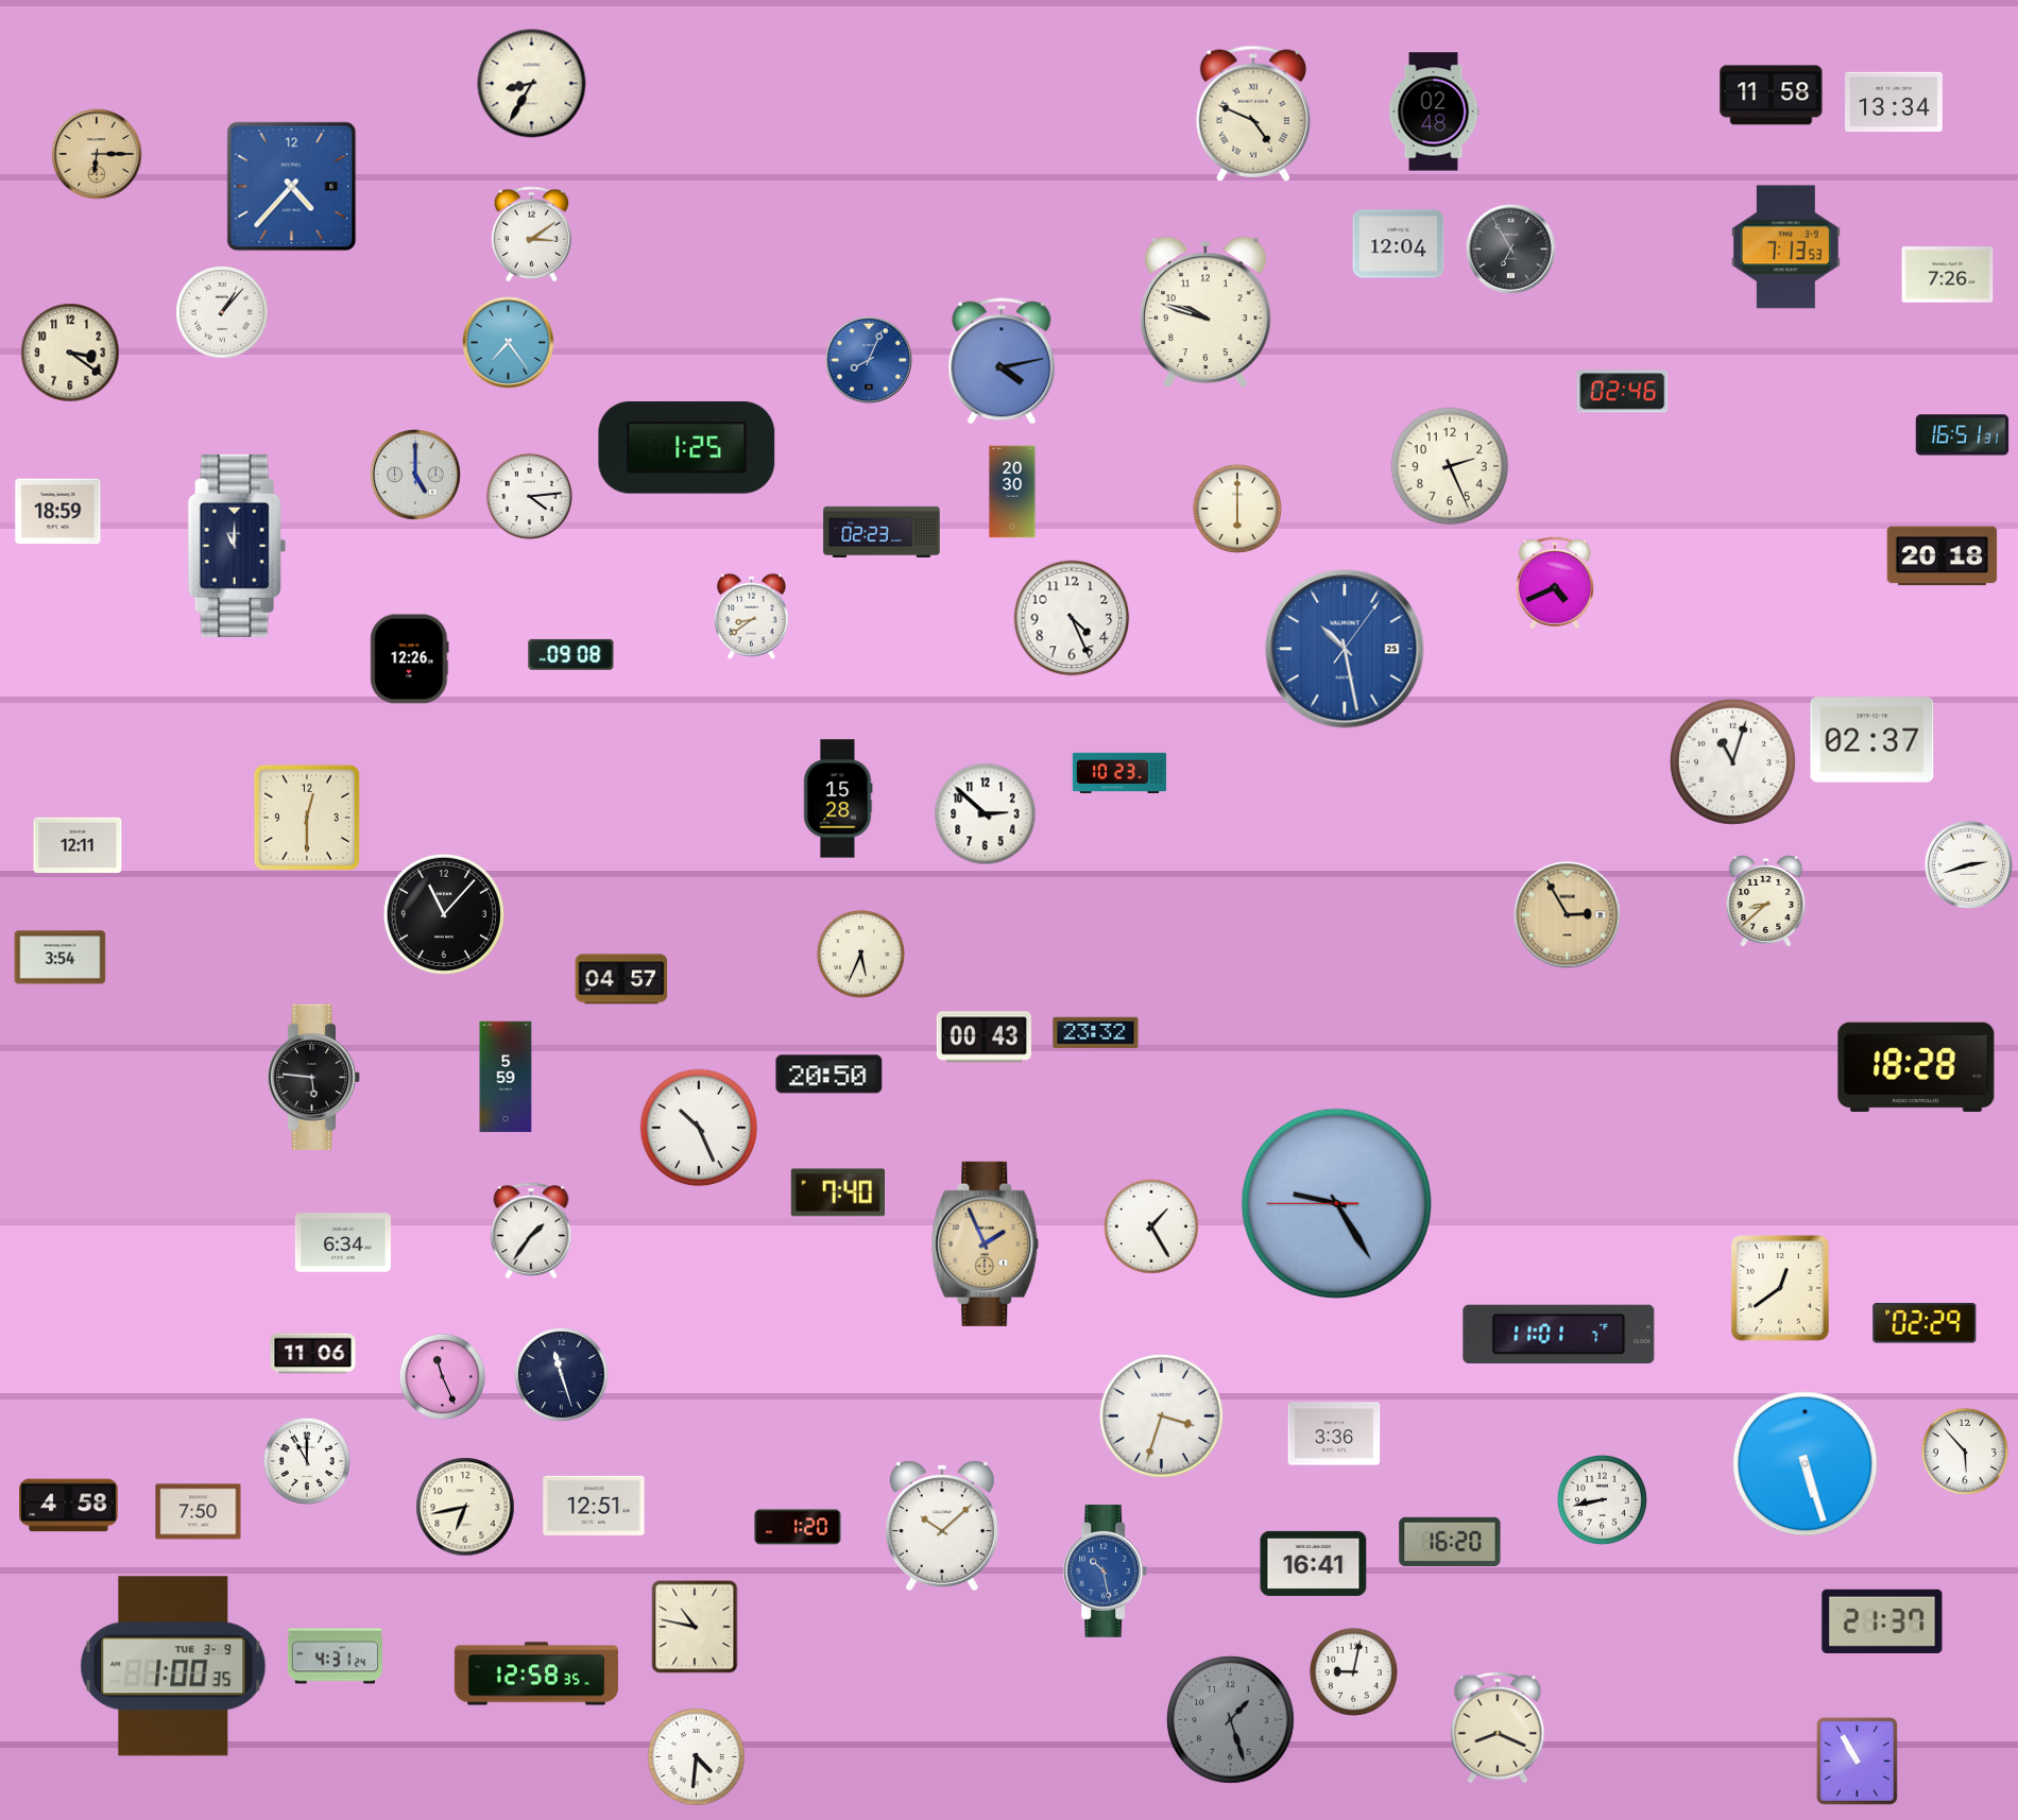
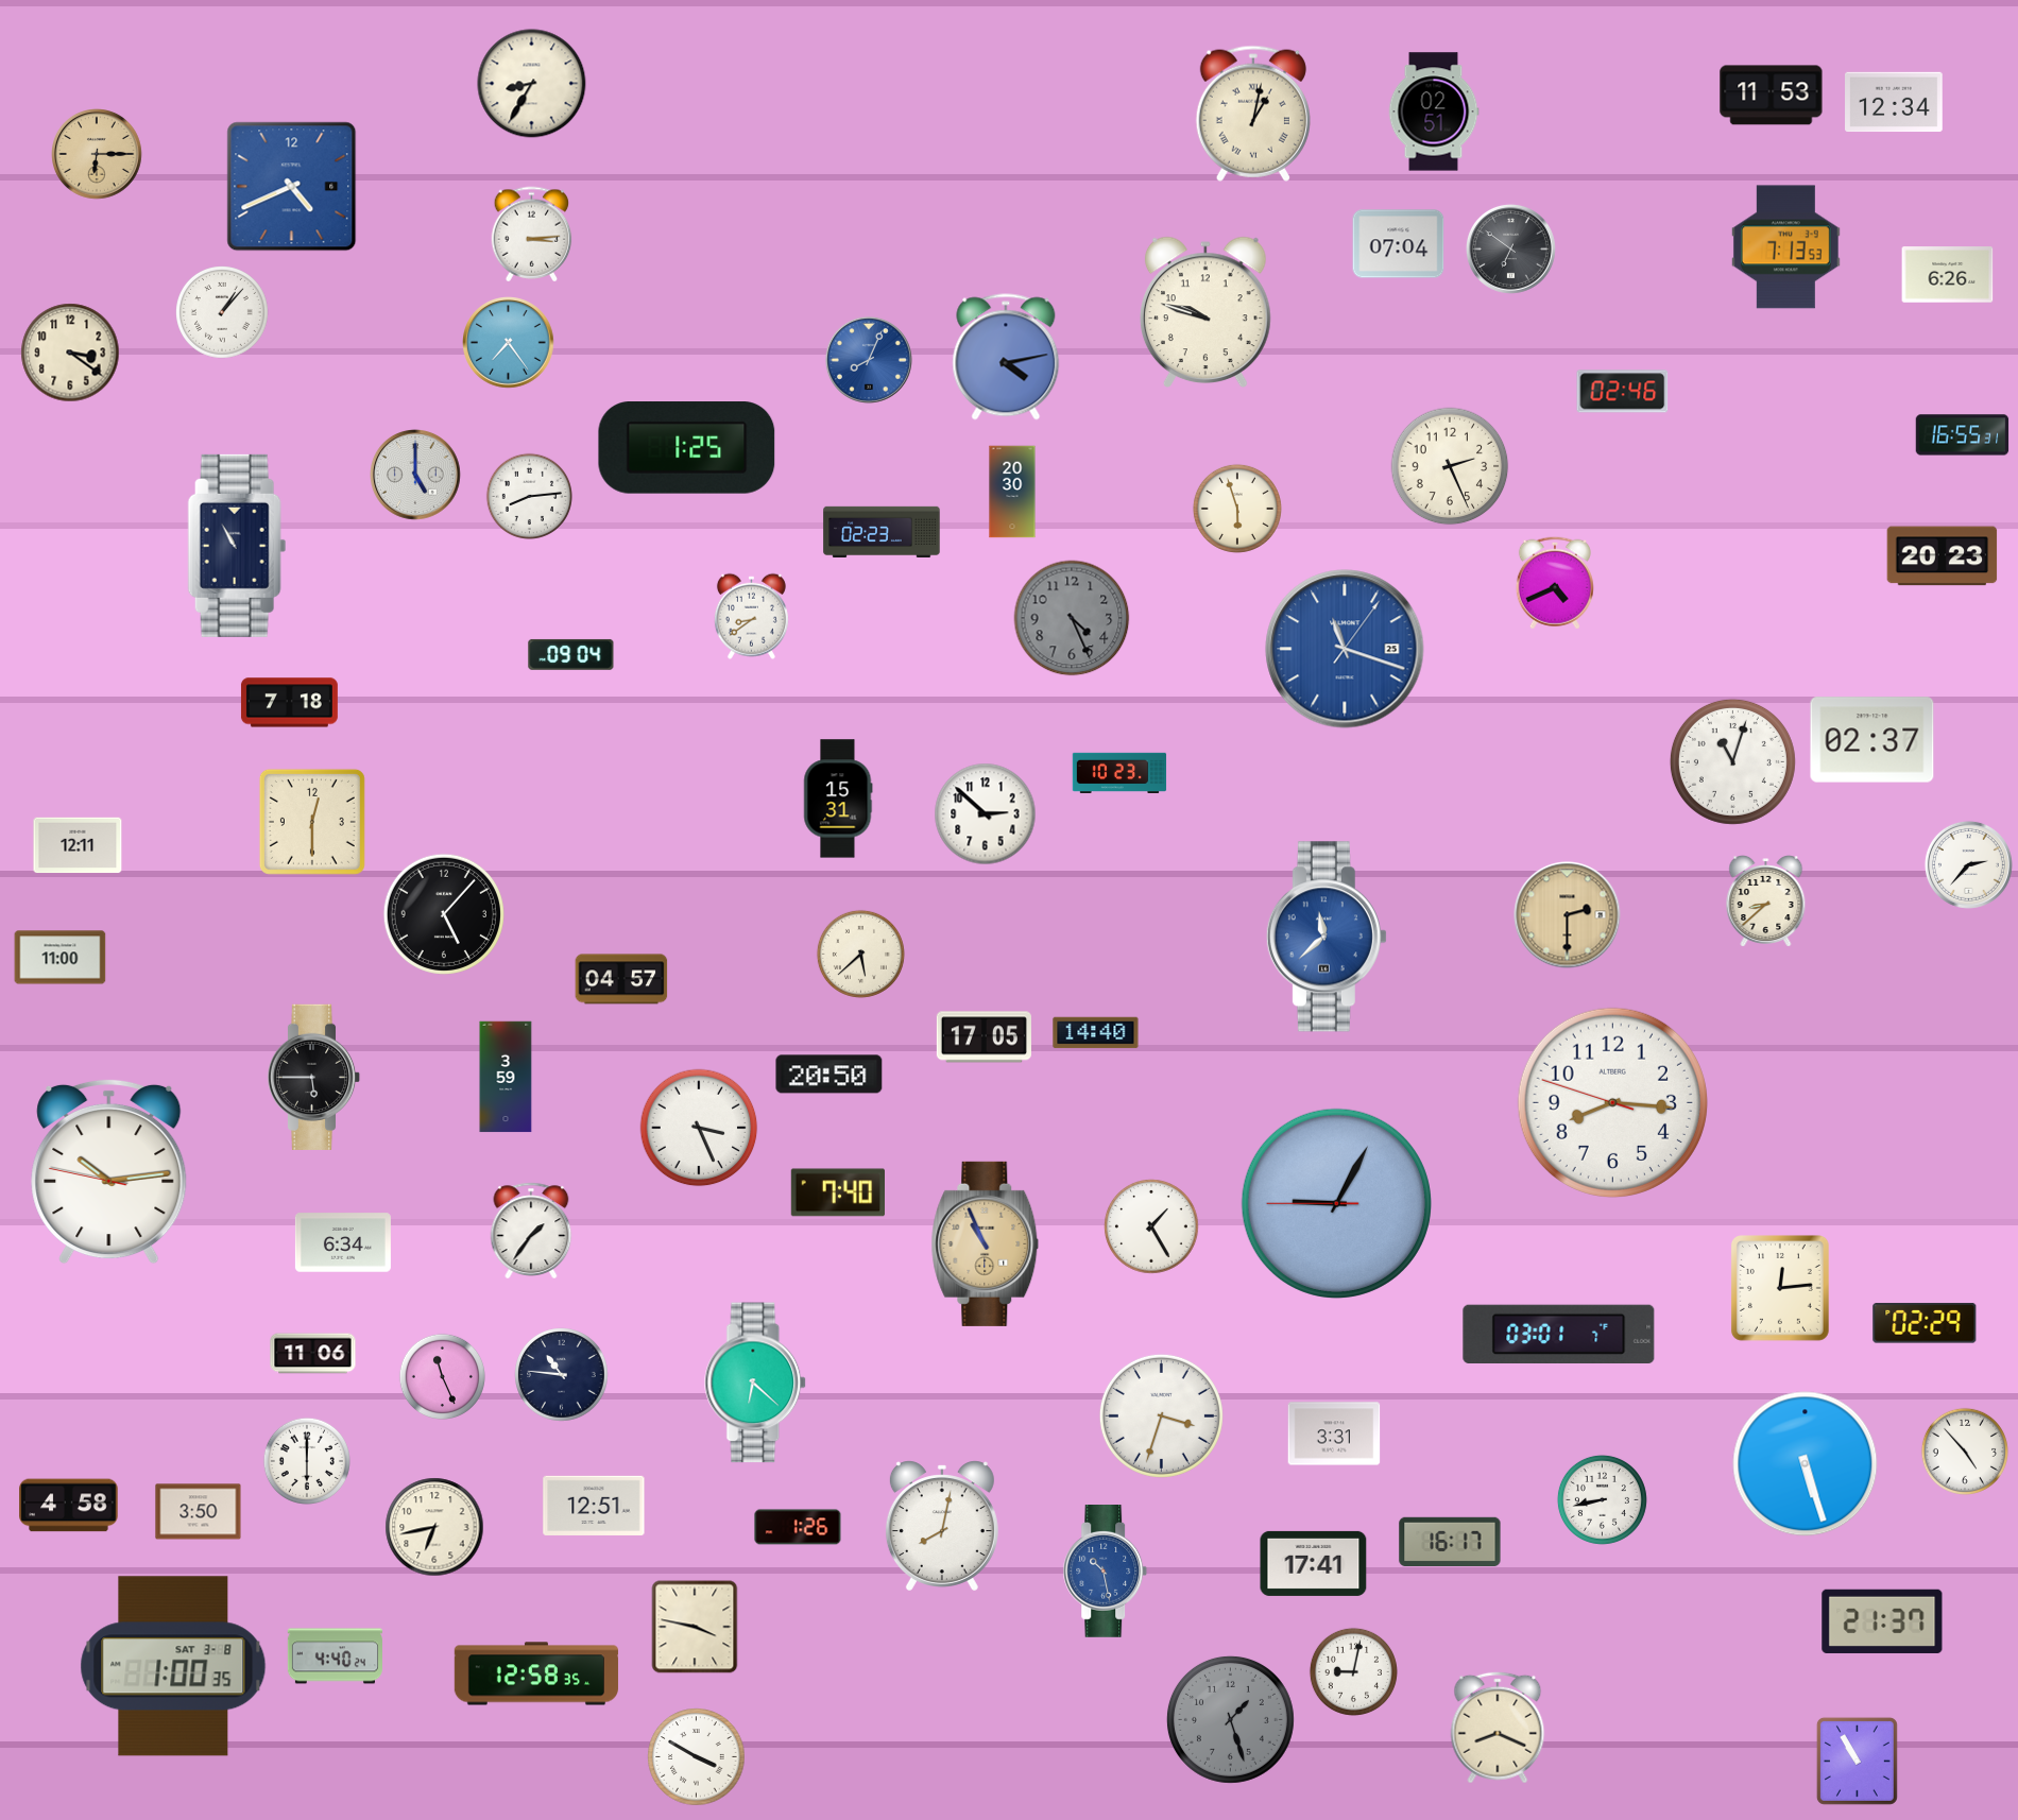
clock at (1772, 96): 11:58 -> 11:53
clock at (1895, 102): 13:34 -> 12:34
clock at (1434, 111): 02:48 -> 02:51
clock at (1253, 114): 4:49 -> 1:02
clock at (292, 187): 4:37 -> 4:41
clock at (532, 235): 3:09 -> 3:14
clock at (1399, 244): 12:04 -> 07:04
clock at (1510, 248): 6:55 -> 6:51
clock at (1948, 275): 7:26 -> 6:26
clock at (1002, 361) position: (1002, 361) -> (1006, 357)
clock at (1963, 435): 16:51 -> 16:55
clock at (529, 496): 4:14 -> 8:14
clock at (1237, 509): 6:00 -> 5:57
clock at (58, 512): 18:59 -> none
clock at (237, 546): 11:00 -> 10:55
clock at (1943, 556): 20:18 -> 20:23
clock at (1072, 618) dial: white -> grey
clock at (1345, 649): 10:28 -> 11:18
clock at (571, 654): 09:08 -> 09:04
clock at (410, 659): 12:26 -> none
clock at (289, 703): none -> 7:18
clock at (838, 799): 15:28 -> 15:31
clock at (307, 818) position: (307, 818) -> (312, 822)
clock at (1968, 864): 2:42 -> 2:37
clock at (444, 914): 11:07 -> 5:07
clock at (1568, 915): 2:55 -> 2:30
clock at (1327, 937): none -> 11:38
clock at (860, 954): 5:34 -> 5:38
clock at (61, 958): 3:54 -> 11:00
clock at (1096, 1033): 23:32 -> 14:40
clock at (984, 1037): 00:43 -> 17:05
clock at (1916, 1067): 18:28 -> none
clock at (314, 1077): 5:46 -> 5:45
clock at (506, 1077): 5:59 -> 3:59
clock at (1612, 1102): none -> 8:15
clock at (699, 1128): 10:26 -> 3:26
clock at (109, 1171): none -> 10:13
clock at (1336, 1203): 9:24 -> 9:04
clock at (986, 1243): 1:56 -> 10:56
clock at (1780, 1289): 12:39 -> 12:14
clock at (1559, 1334): 11:01 -> 03:01
clock at (562, 1375): 11:27 -> 10:46
clock at (756, 1383): none -> 6:22
clock at (1334, 1433): 3:36 -> 3:31
clock at (1965, 1452): 5:53 -> 4:53
clock at (307, 1461): 11:00 -> 6:00
clock at (465, 1507) position: (465, 1507) -> (434, 1527)
clock at (199, 1512): 7:50 -> 3:50
clock at (942, 1526): 10:08 -> 8:02
clock at (798, 1527): 1:20 -> 1:26
clock at (1450, 1542): 16:20 -> 16:17
clock at (1314, 1563): 16:41 -> 17:41
clock at (695, 1627): 10:47 -> 3:47
clock at (335, 1656): 4:31 -> 4:40
clock at (173, 1666) date: TUE 3-9 -> SAT 3-8
clock at (697, 1757): 4:31 -> 3:50
